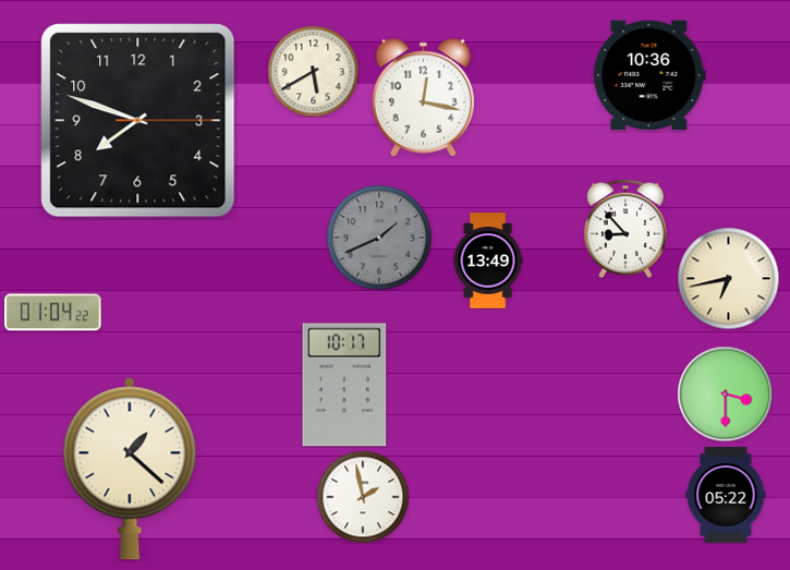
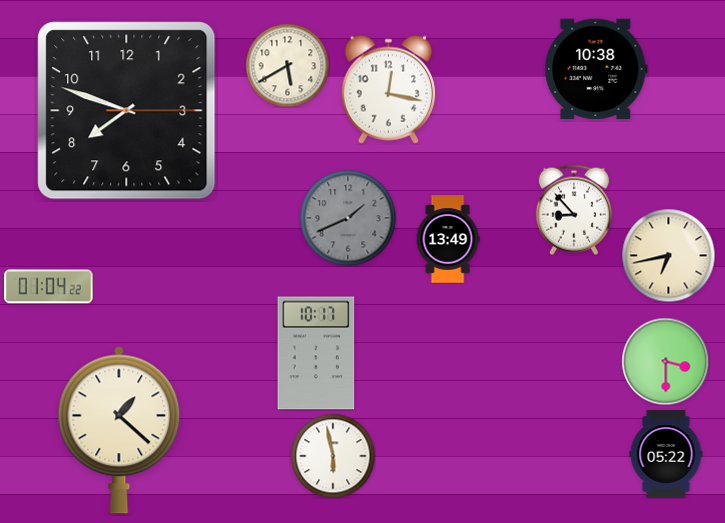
clock at (649, 75): 10:36 -> 10:38
clock at (363, 497): 1:58 -> 5:58
